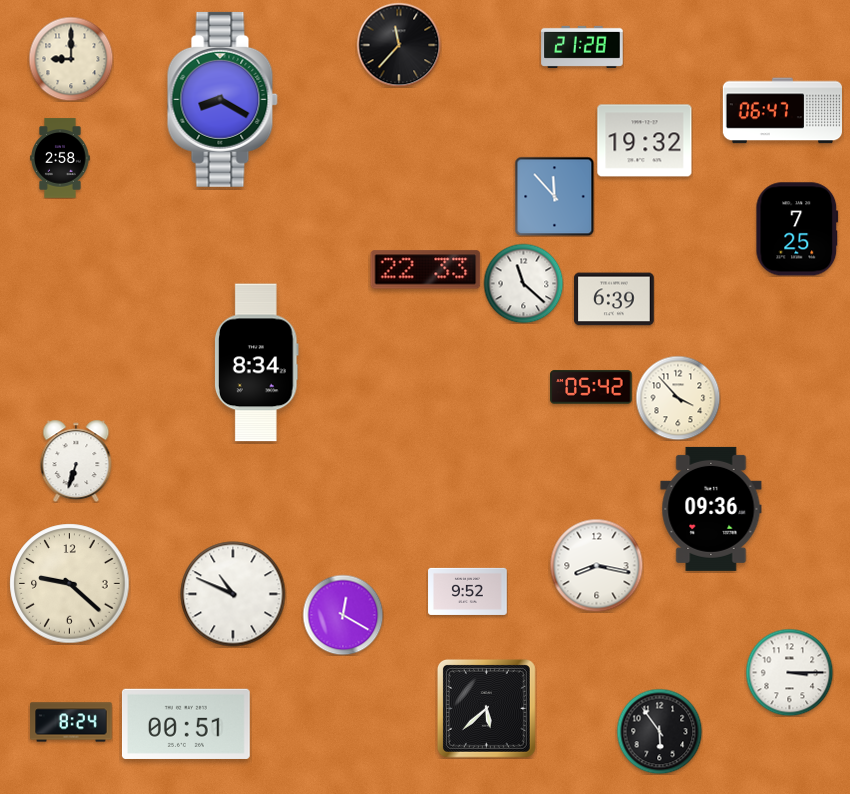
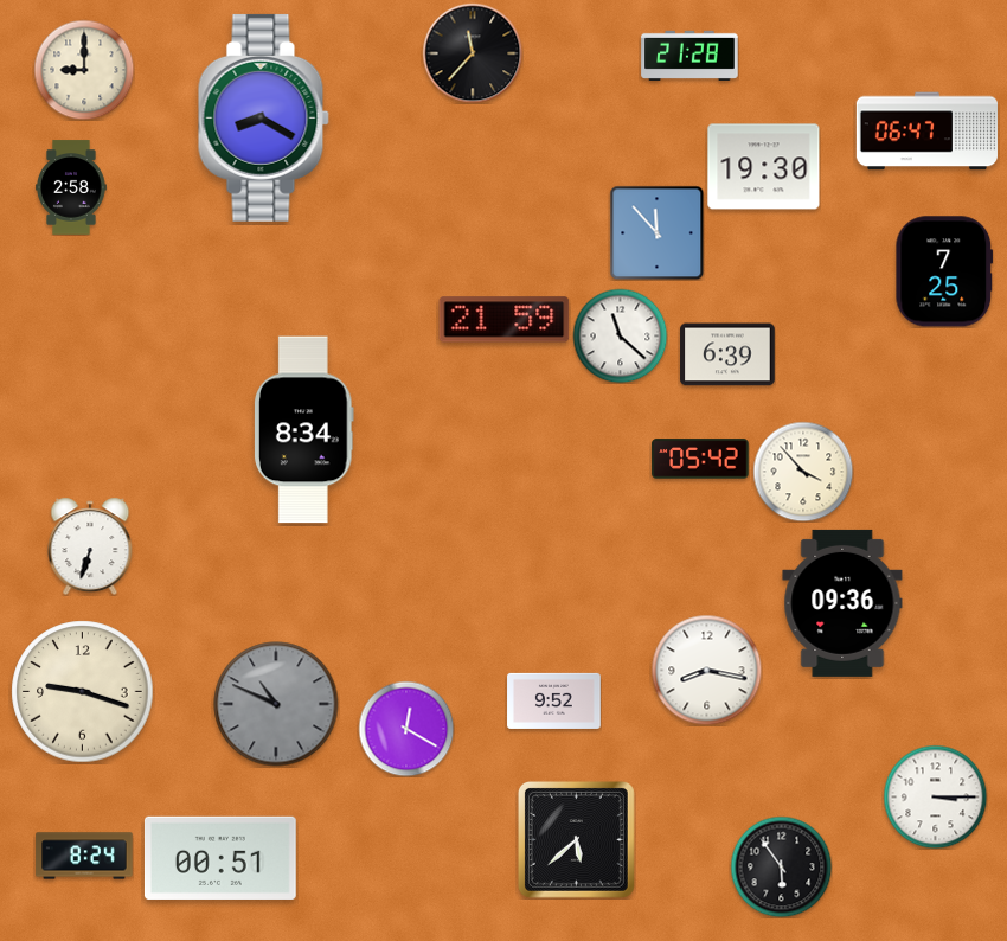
clock at (645, 141): 19:32 -> 19:30
clock at (426, 270): 22:33 -> 21:59
clock at (70, 584): 9:22 -> 9:18
clock at (233, 594) dial: white -> grey
